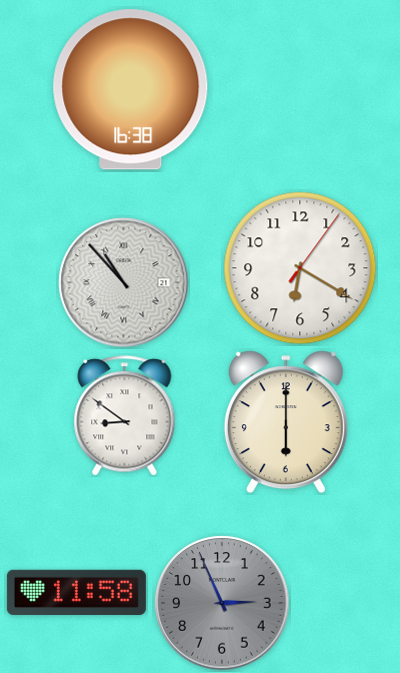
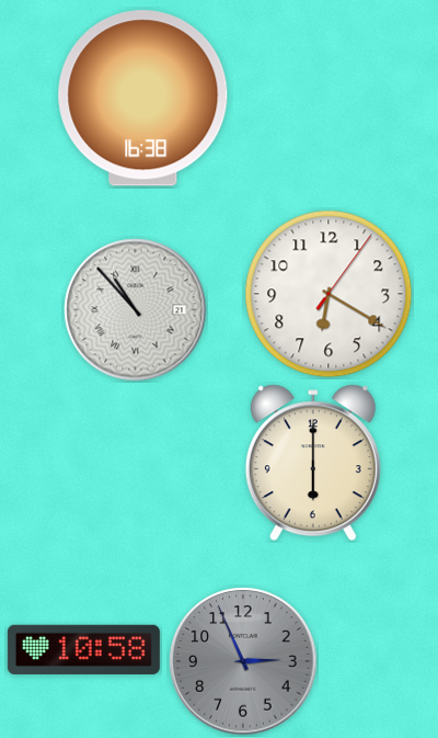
clock at (125, 416): 8:51 -> none
clock at (76, 592): 11:58 -> 10:58
